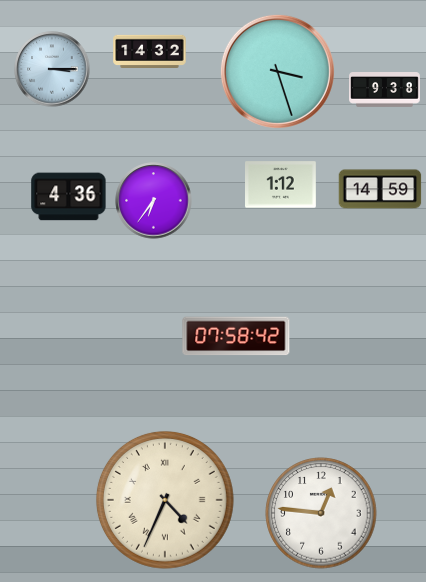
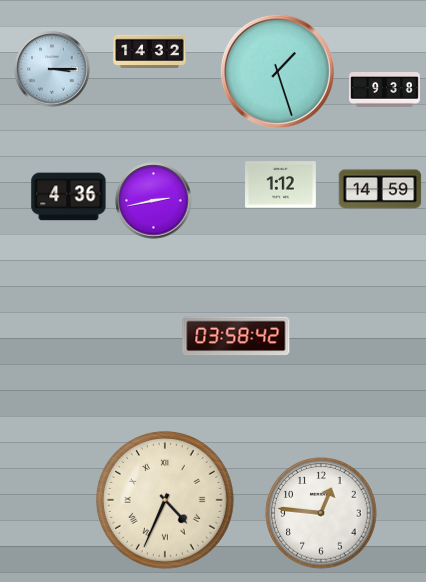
clock at (277, 71): 3:27 -> 1:27
clock at (154, 201): 6:36 -> 2:43
clock at (236, 336): 07:58 -> 03:58
